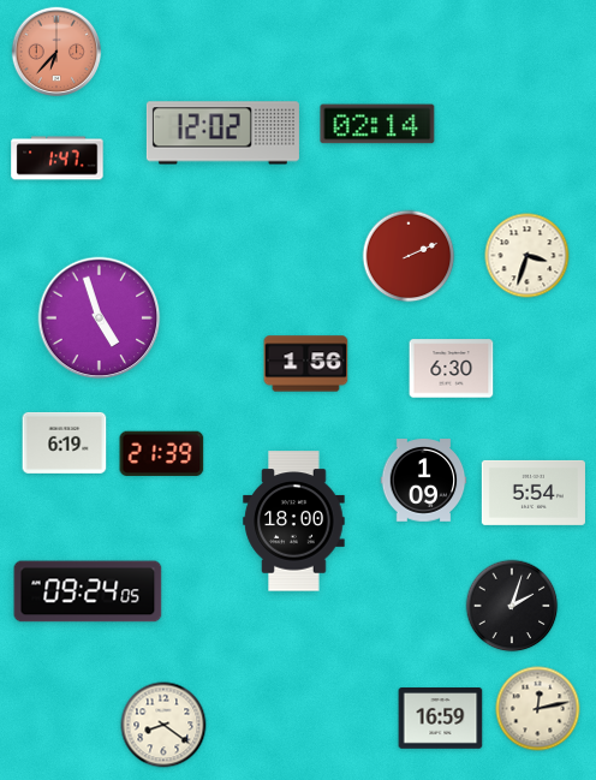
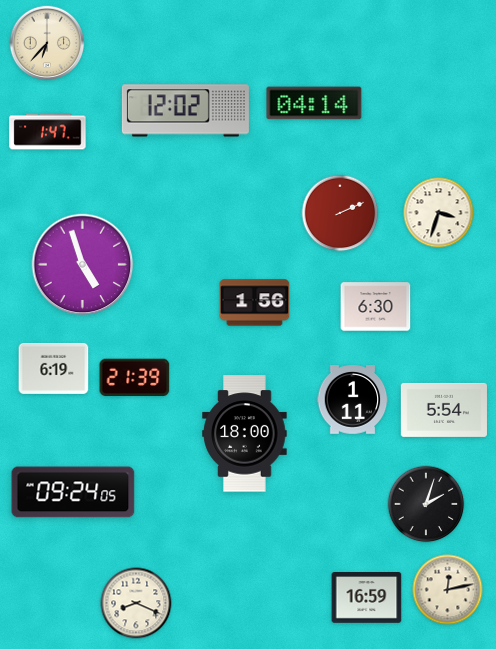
clock at (56, 52) dial: salmon -> cream
clock at (377, 124): 02:14 -> 04:14
clock at (424, 481): 1:09 -> 1:11
clock at (163, 725): 8:21 -> 8:19
